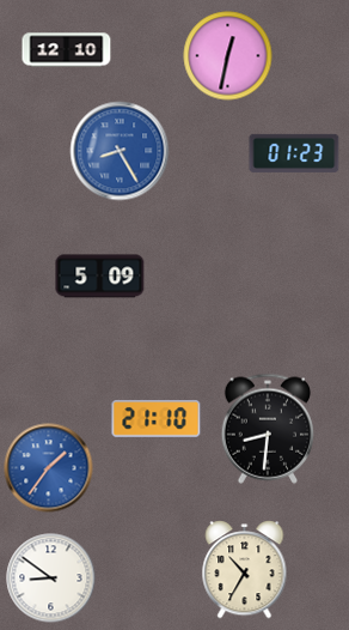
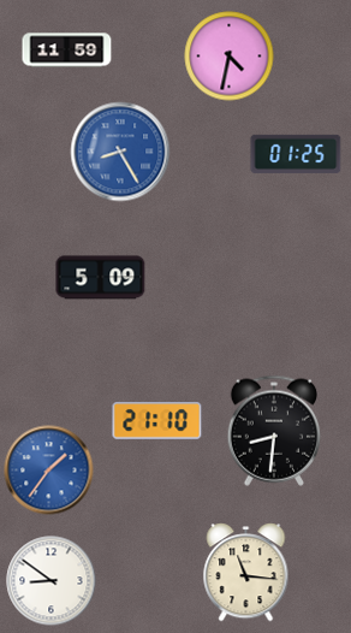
clock at (67, 50): 12:10 -> 11:59
clock at (228, 56): 12:32 -> 4:32
clock at (294, 153): 01:23 -> 01:25
clock at (267, 429) position: (267, 429) -> (273, 431)
clock at (245, 570): 10:35 -> 11:16
